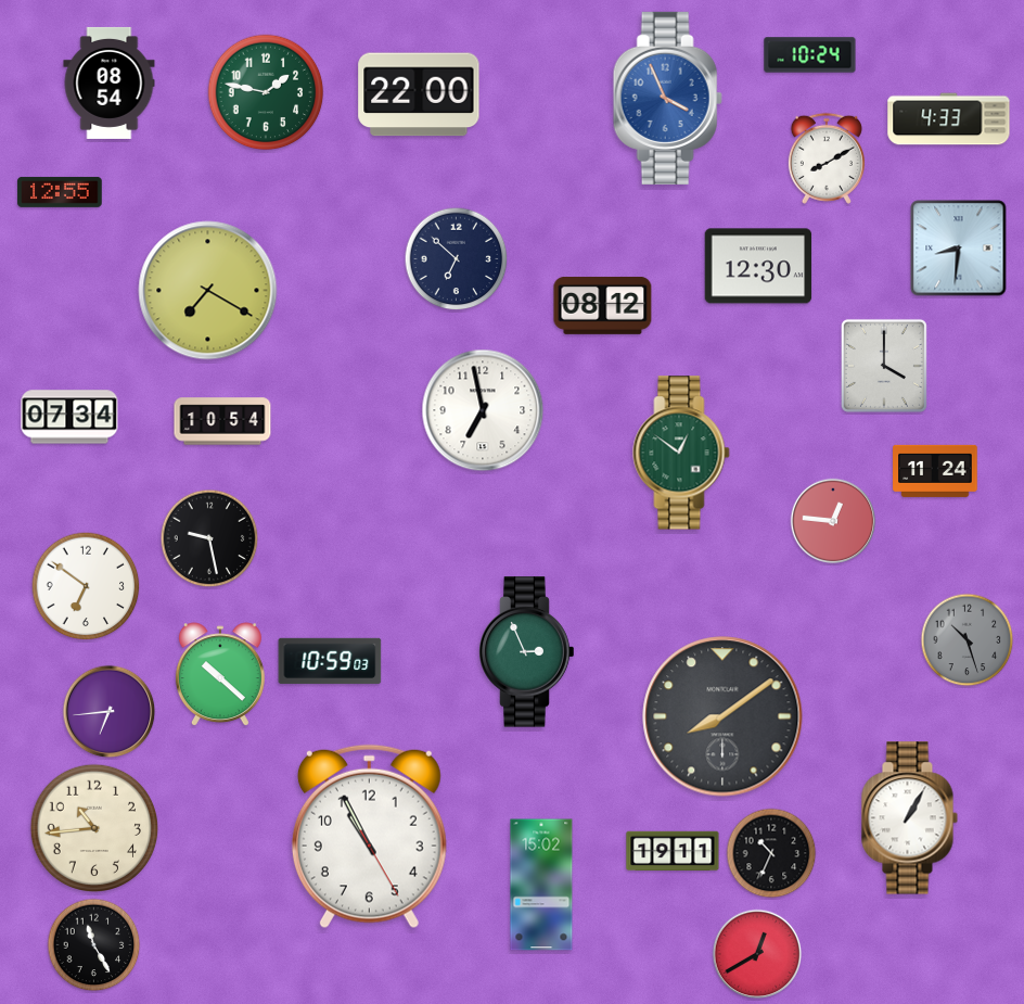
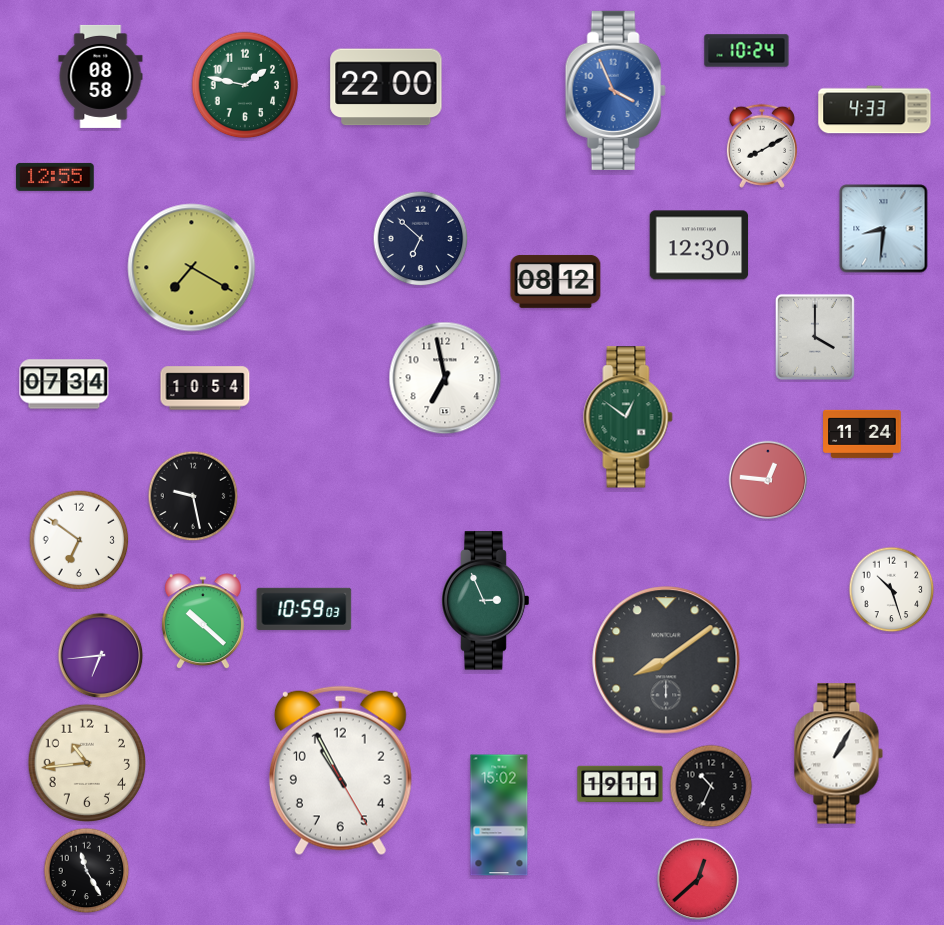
clock at (110, 82): 08:54 -> 08:58
clock at (968, 640) dial: grey -> white
clock at (757, 954): 12:40 -> 12:38
